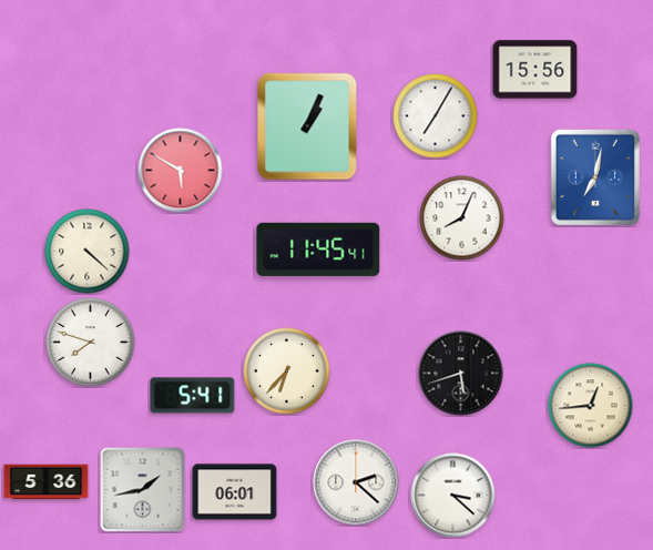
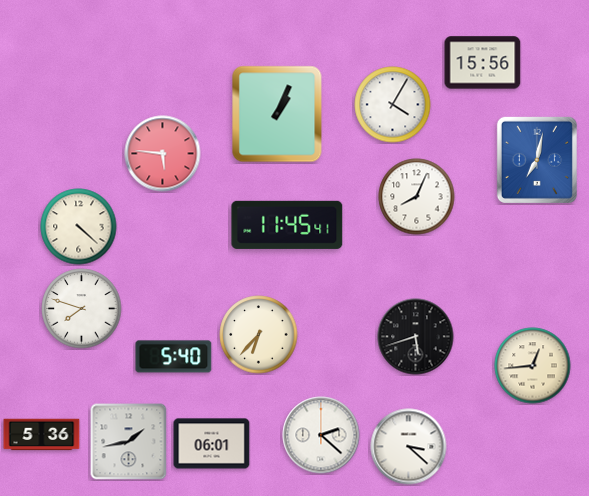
clock at (436, 116): 7:05 -> 4:05
clock at (181, 171): 5:50 -> 5:46
clock at (193, 396): 5:41 -> 5:40
